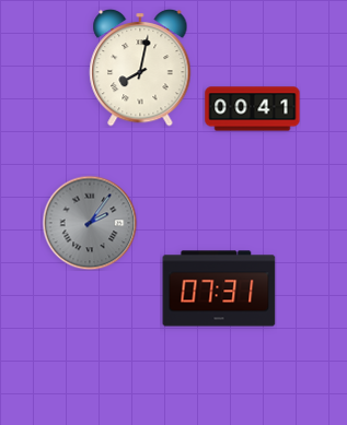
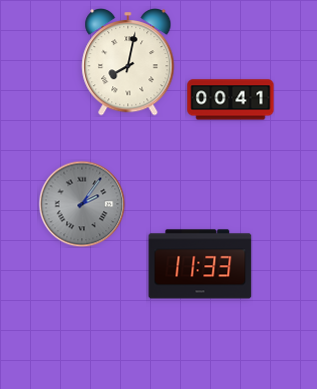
clock at (219, 288): 07:31 -> 11:33
